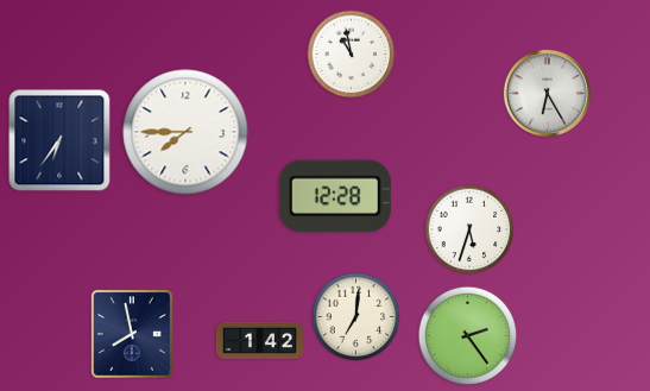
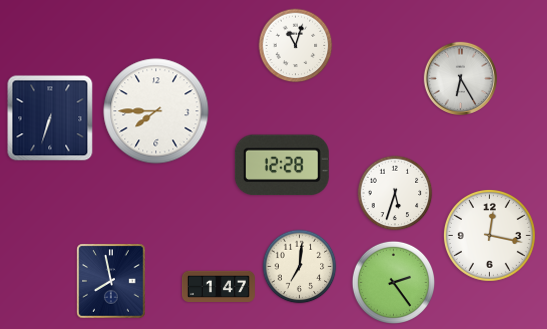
clock at (352, 55): 10:58 -> 11:03
clock at (59, 140): 6:36 -> 6:33
clock at (489, 235): none -> 12:17
clock at (259, 340): 1:42 -> 1:47
